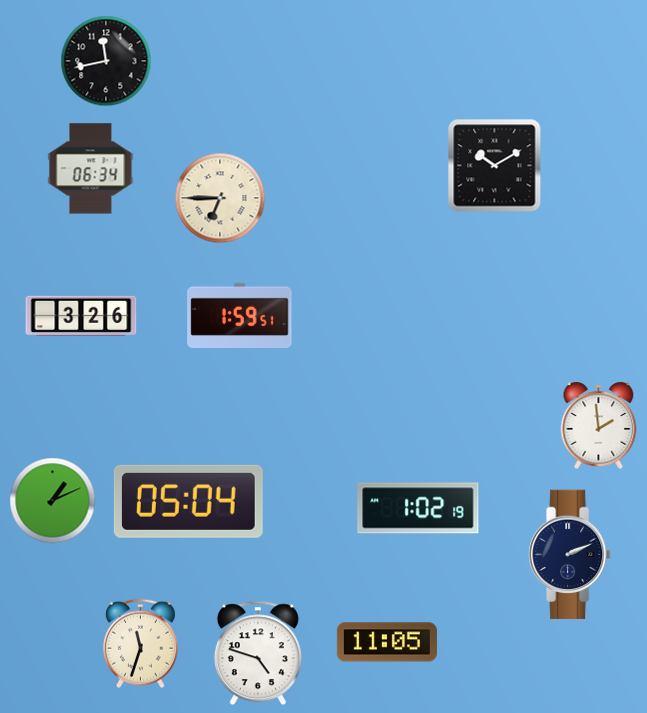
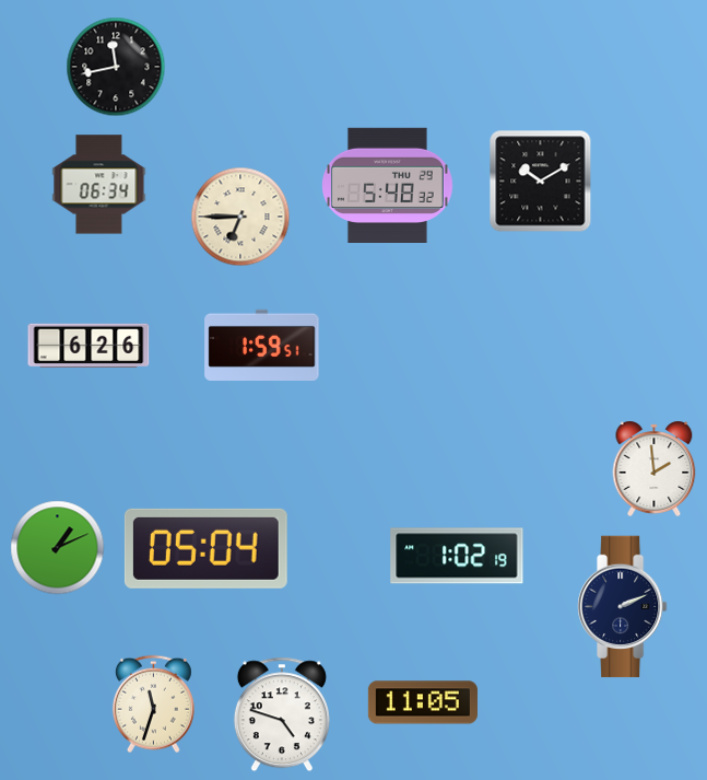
clock at (388, 185): none -> 5:48
clock at (81, 316): 3:26 -> 6:26
clock at (599, 425) position: (599, 425) -> (655, 468)
